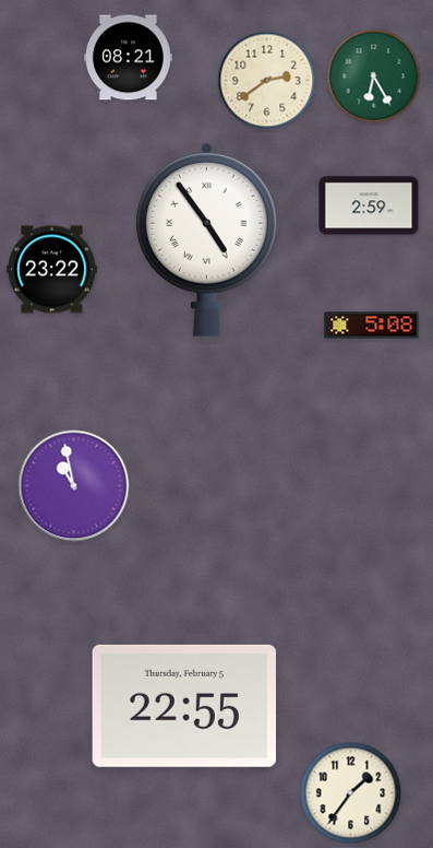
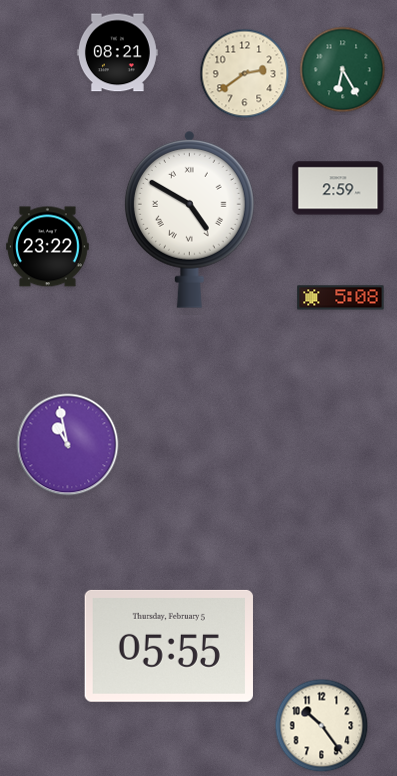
clock at (206, 239): 4:54 -> 4:50
clock at (184, 706): 22:55 -> 05:55
clock at (351, 793): 1:36 -> 10:24
